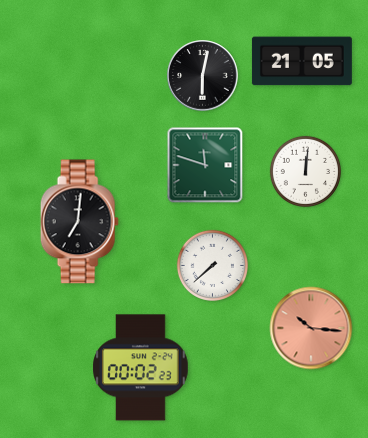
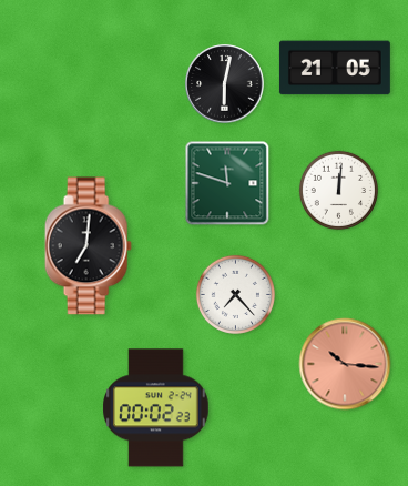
clock at (212, 265): 7:38 -> 7:23
